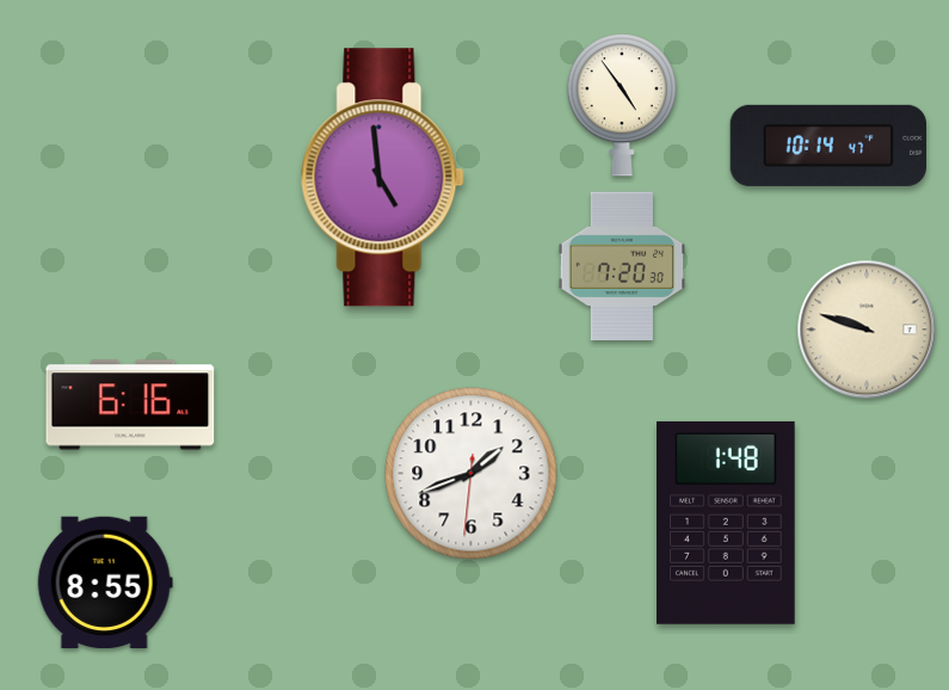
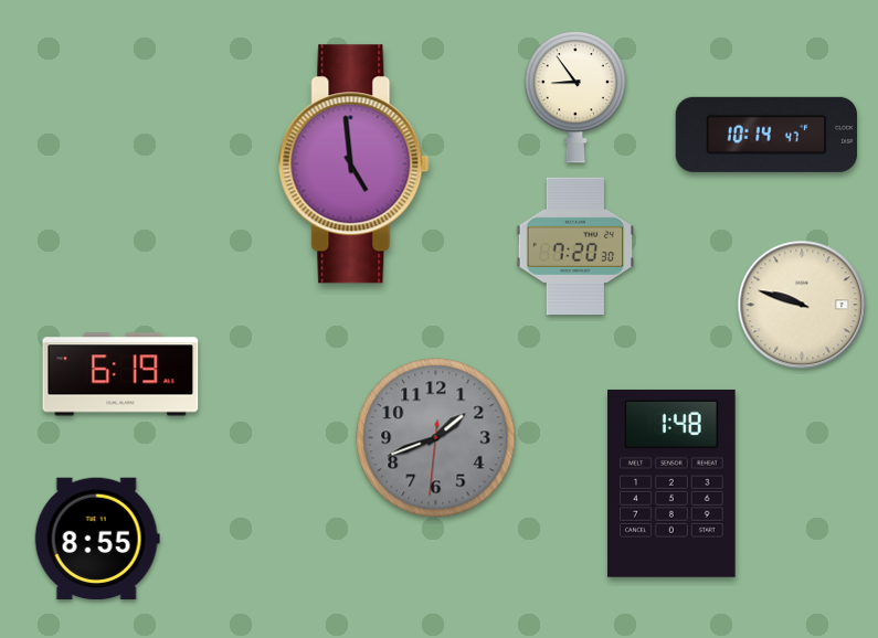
clock at (621, 105): 4:54 -> 8:54
clock at (130, 405): 6:16 -> 6:19
clock at (472, 474) dial: white -> grey
